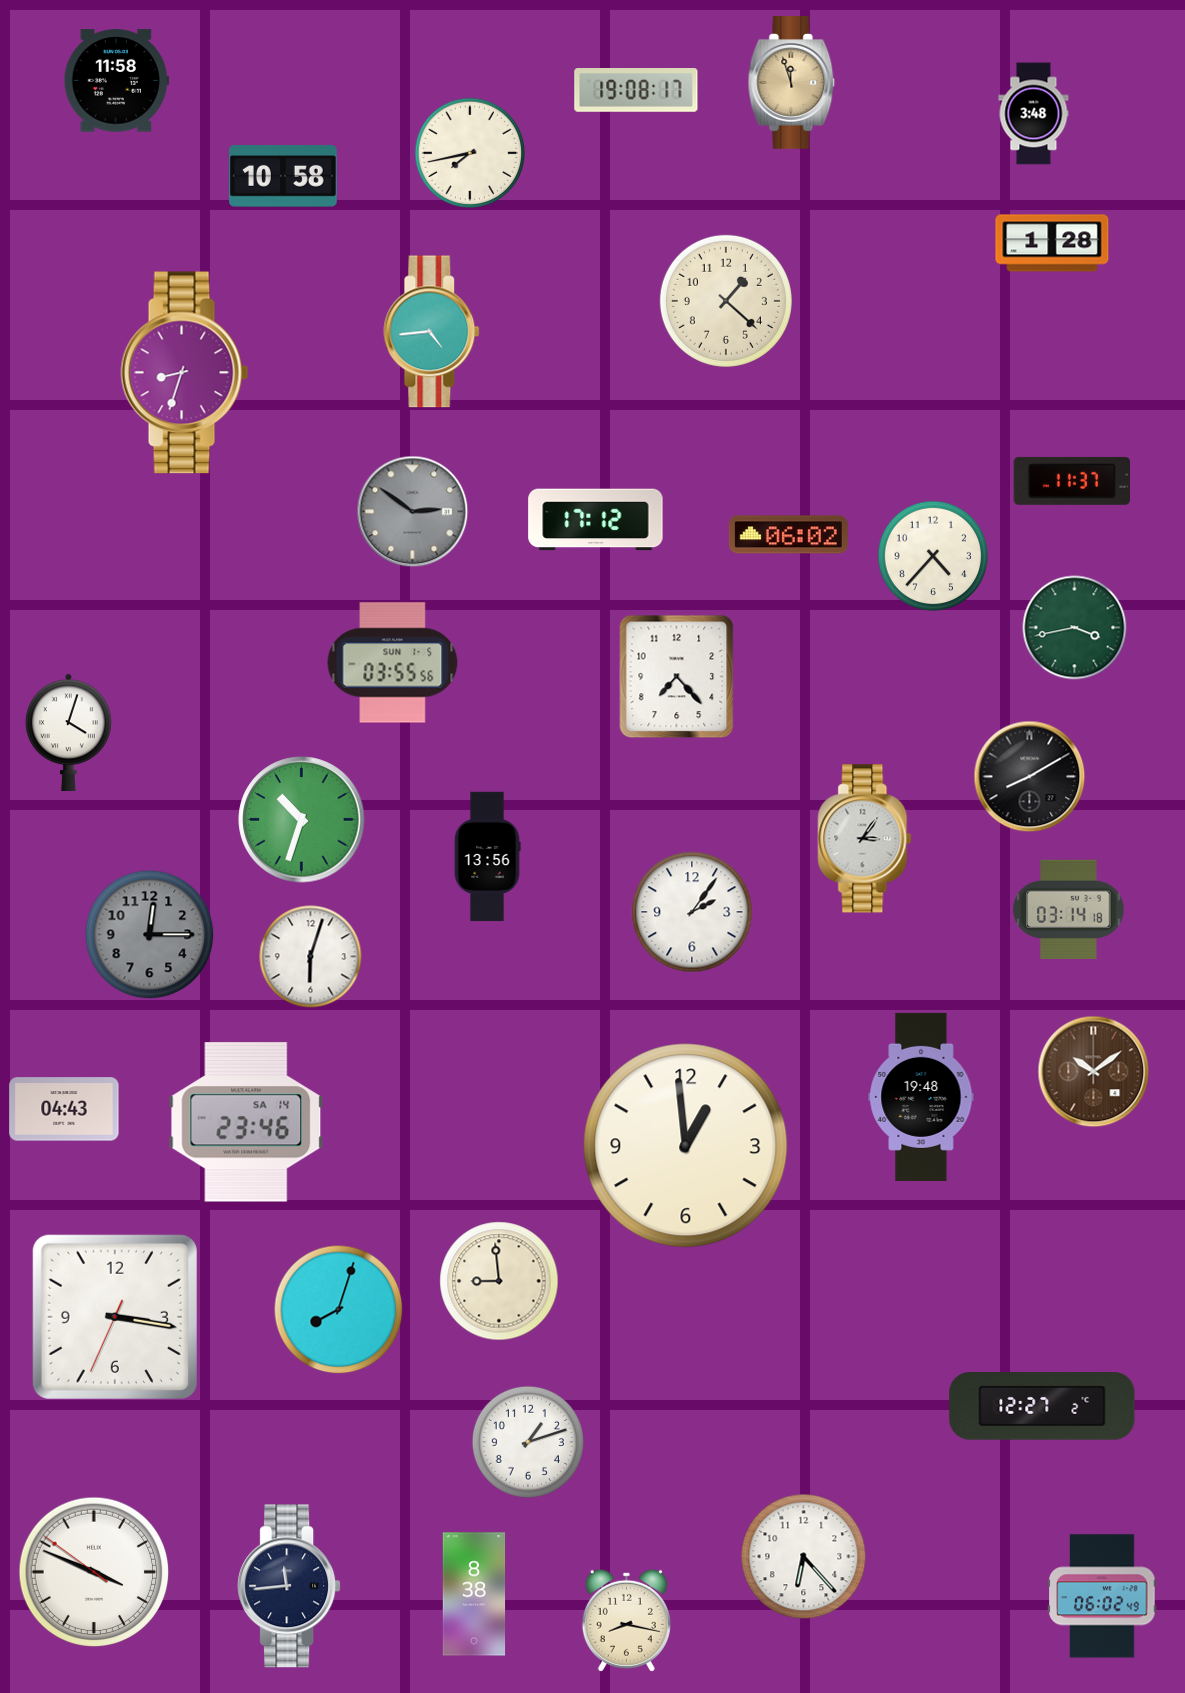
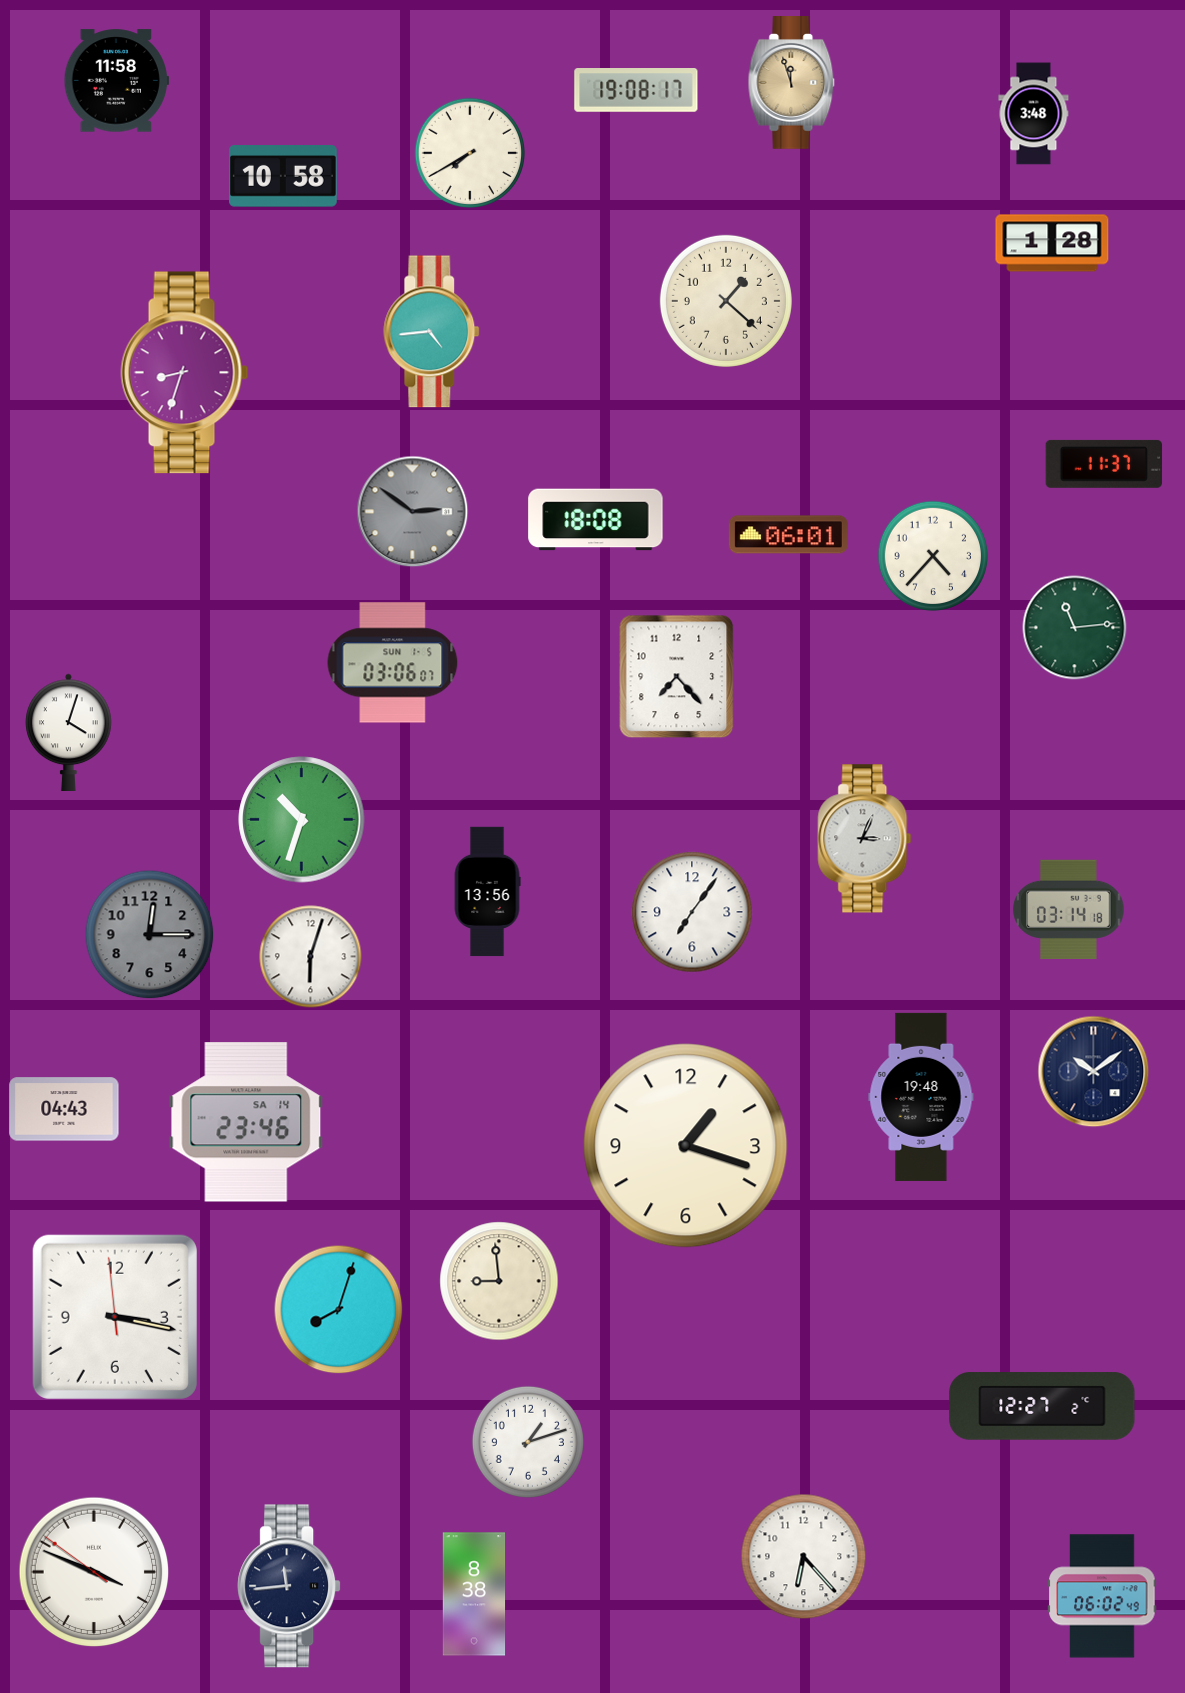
clock at (470, 153): 7:43 -> 7:40
clock at (1072, 481) position: (1072, 481) -> (1104, 464)
clock at (596, 520): 17:12 -> 18:08
clock at (788, 535): 06:02 -> 06:01
clock at (1075, 628): 3:43 -> 11:14
clock at (393, 663): 03:55 -> 03:06
clock at (1030, 777): 8:10 -> none
clock at (865, 839): 3:06 -> 3:04
clock at (487, 857) position: (487, 857) -> (487, 892)
clock at (692, 912): 2:06 -> 7:06
clock at (1094, 1072) dial: brown -> navy
clock at (686, 1146): 12:59 -> 1:18
clock at (115, 1317): 3:16:34 -> 3:16:59
clock at (626, 1620): 8:17 -> none
